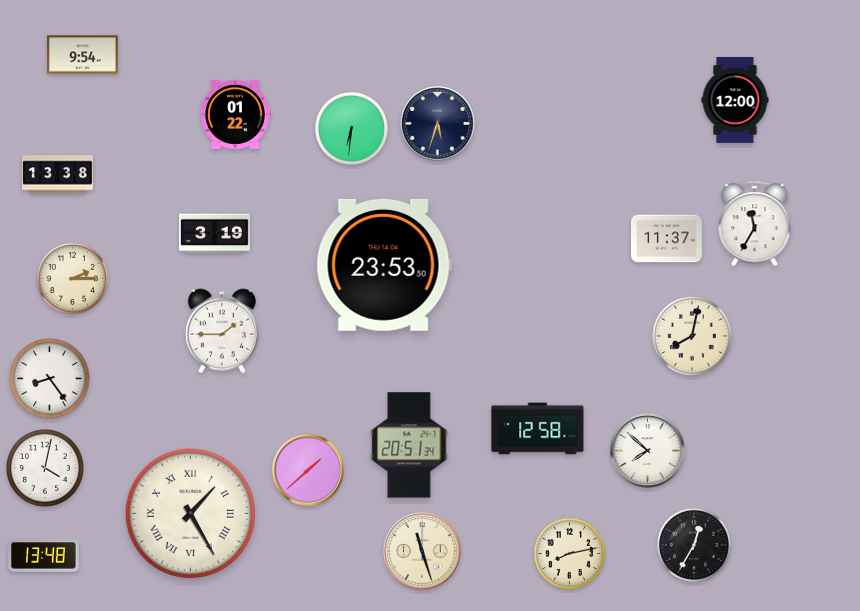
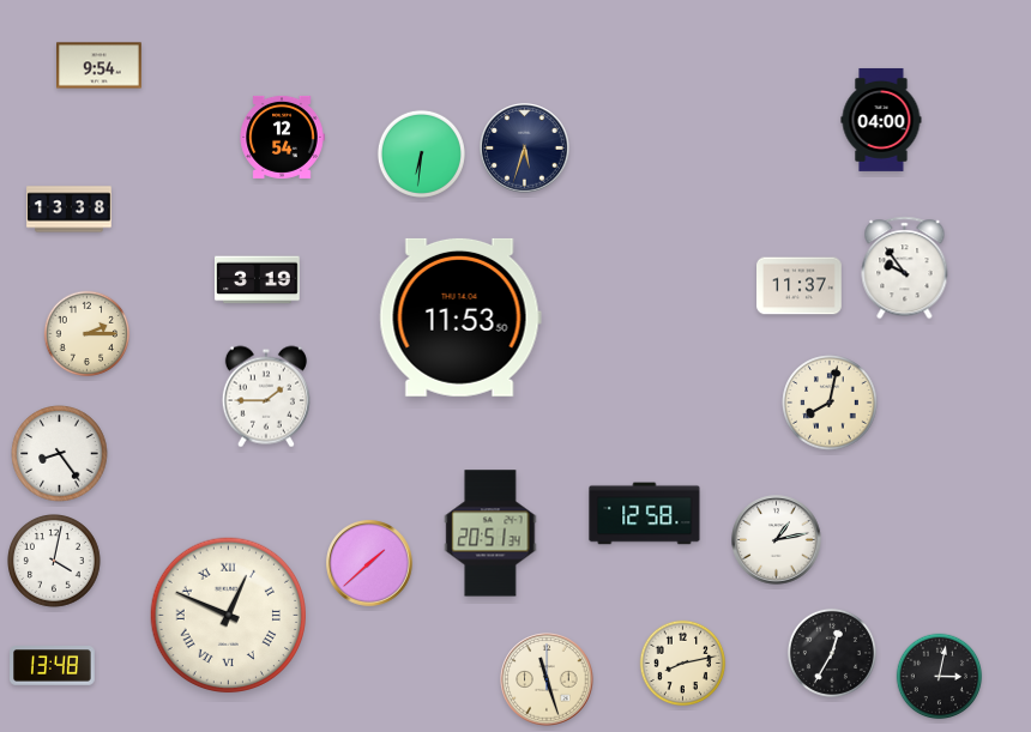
clock at (735, 100): 12:00 -> 04:00
clock at (235, 114): 01:22 -> 12:54
clock at (755, 224): 11:35 -> 9:54
clock at (384, 265): 23:53 -> 11:53
clock at (648, 451): 7:52 -> 1:13
clock at (191, 514): 1:25 -> 12:49
clock at (422, 551) position: (422, 551) -> (547, 679)
clock at (940, 677): none -> 3:02
